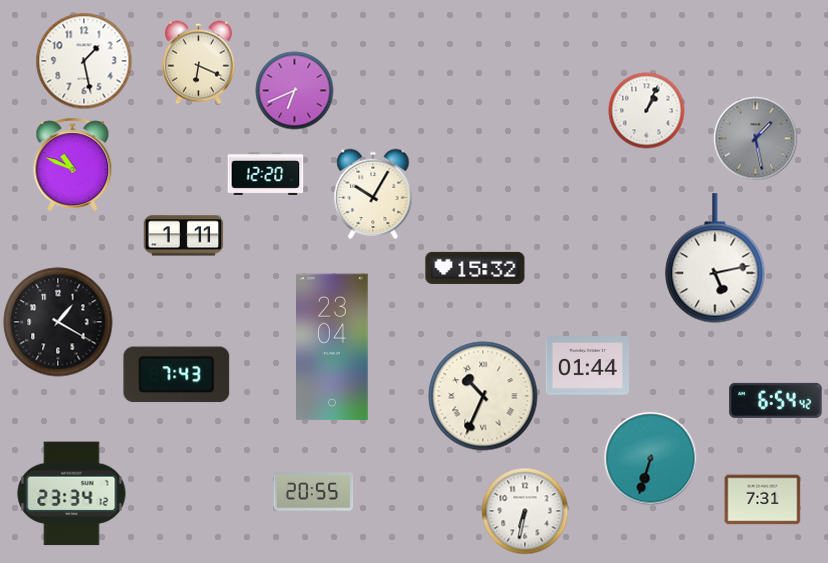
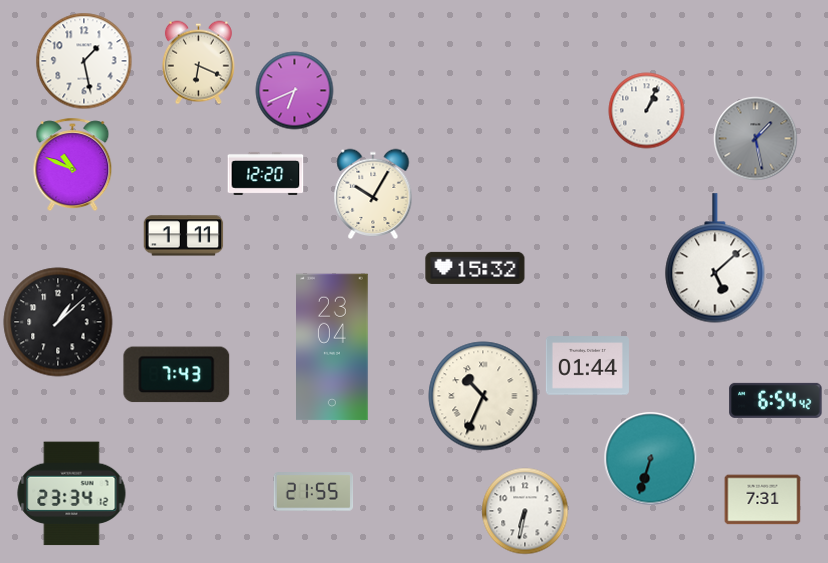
clock at (715, 258): 5:13 -> 5:08
clock at (58, 322): 1:20 -> 1:08
clock at (314, 492): 20:55 -> 21:55
